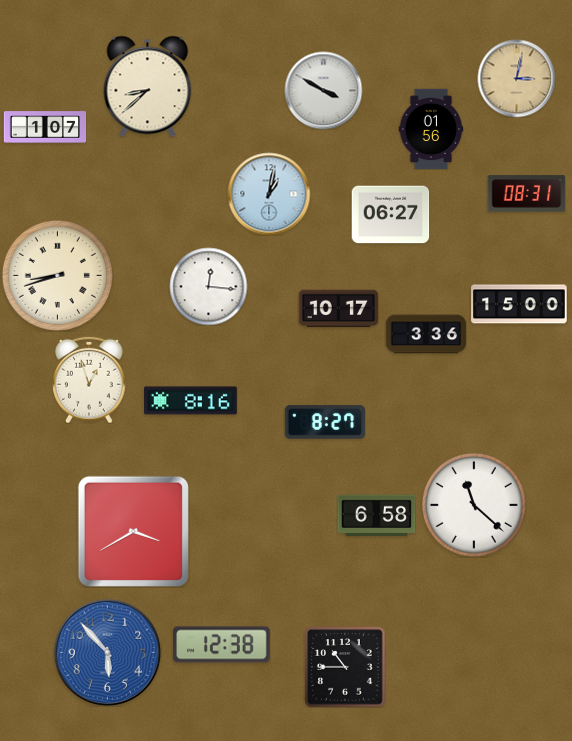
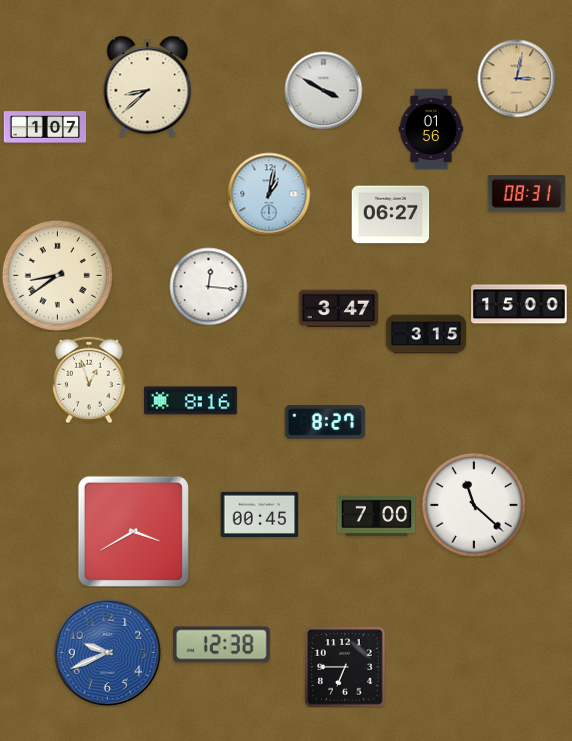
clock at (57, 275): 8:42 -> 8:39
clock at (338, 309): 10:17 -> 3:47
clock at (426, 334): 3:36 -> 3:15
clock at (259, 514): none -> 00:45
clock at (376, 516): 6:58 -> 7:00
clock at (107, 652): 5:53 -> 9:41
clock at (345, 667): 10:45 -> 6:45
